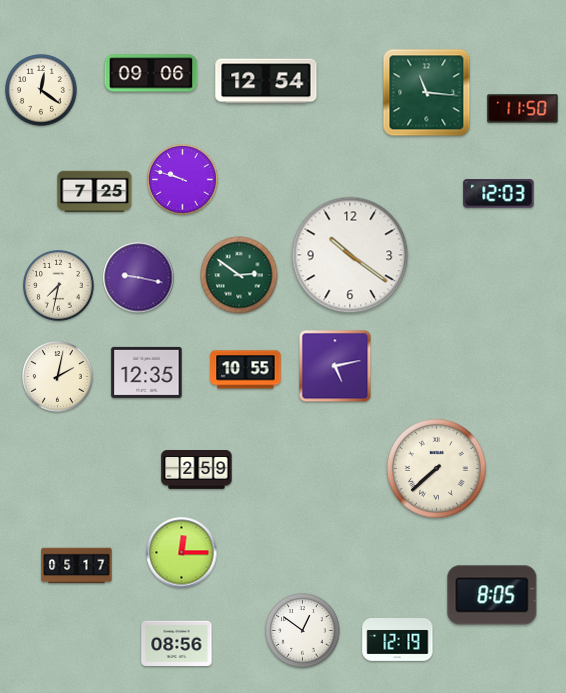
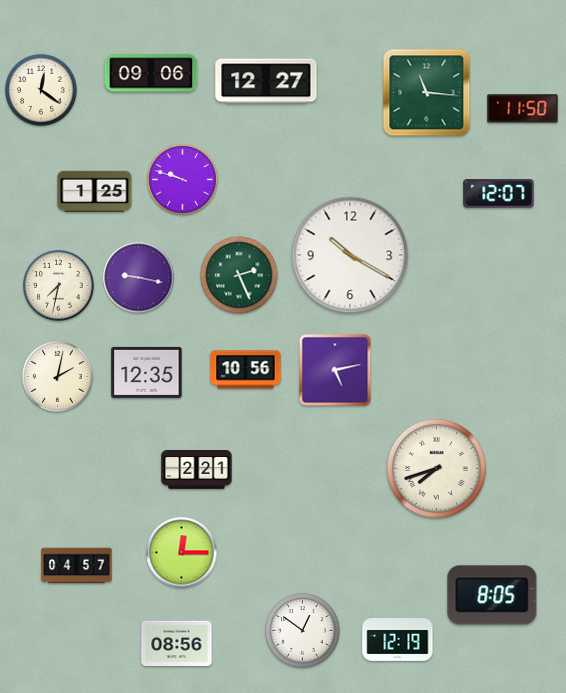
clock at (266, 81): 12:54 -> 12:27
clock at (95, 191): 7:25 -> 1:25
clock at (499, 194): 12:03 -> 12:07
clock at (350, 255): 10:21 -> 10:20
clock at (239, 275): 2:51 -> 2:26
clock at (335, 366) position: (335, 366) -> (335, 370)
clock at (246, 370): 10:55 -> 10:56
clock at (437, 469): 7:38 -> 7:42
clock at (197, 470): 2:59 -> 2:21
clock at (77, 566): 05:17 -> 04:57
